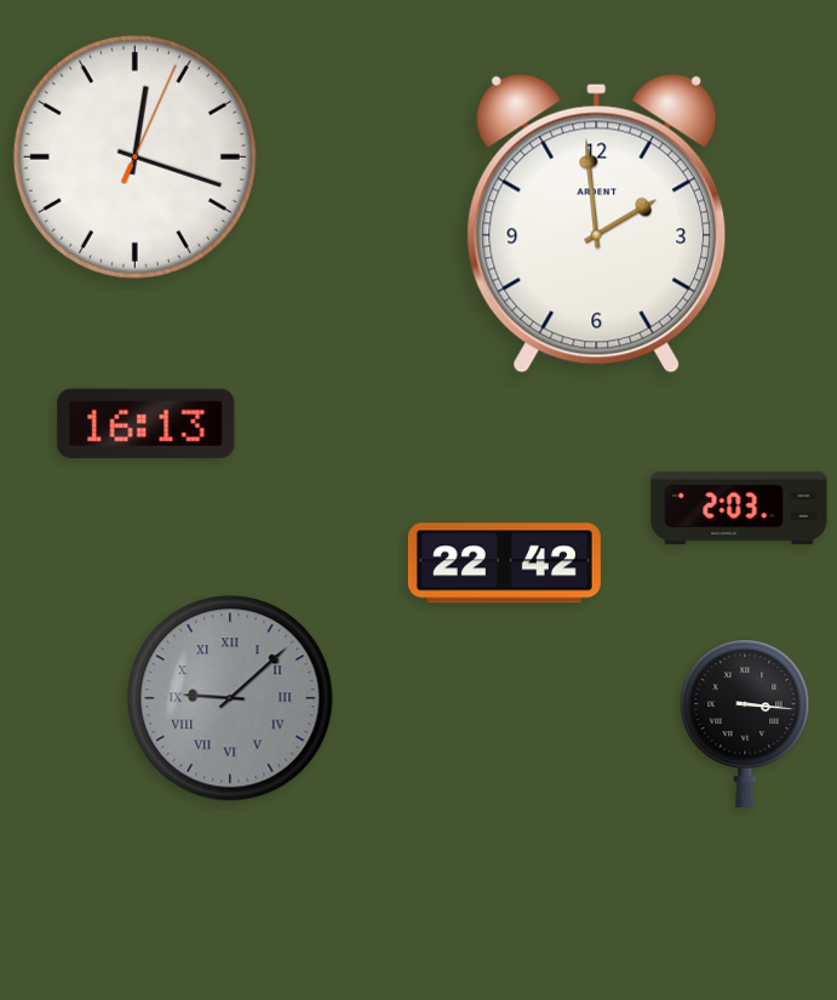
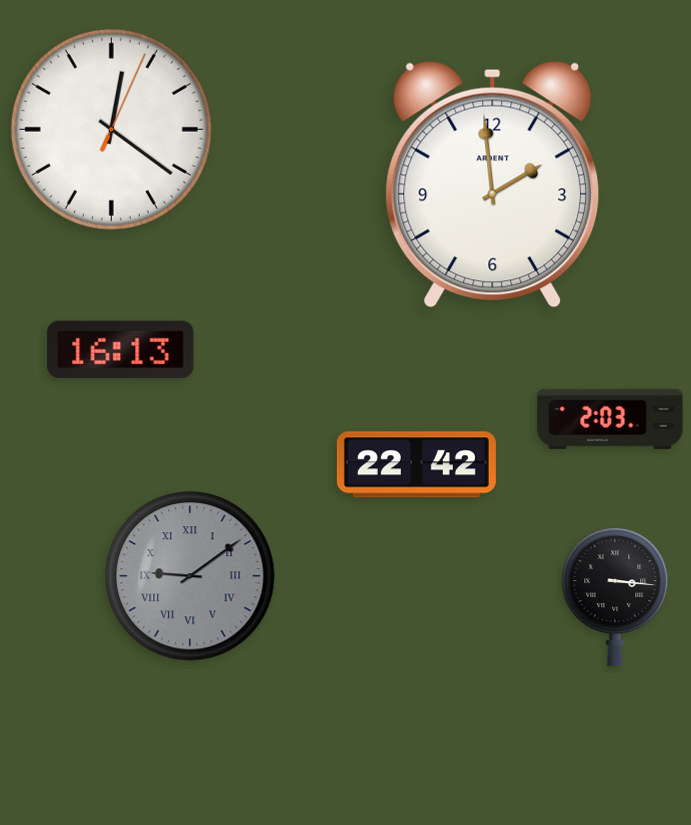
clock at (134, 156): 12:18 -> 12:21
clock at (230, 698): 9:08 -> 9:09
